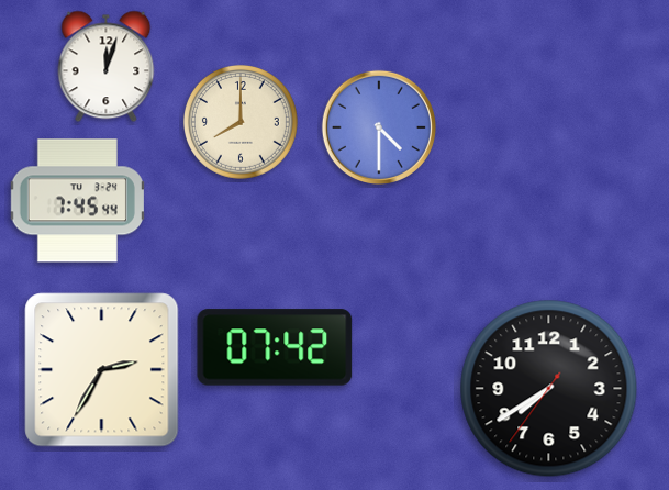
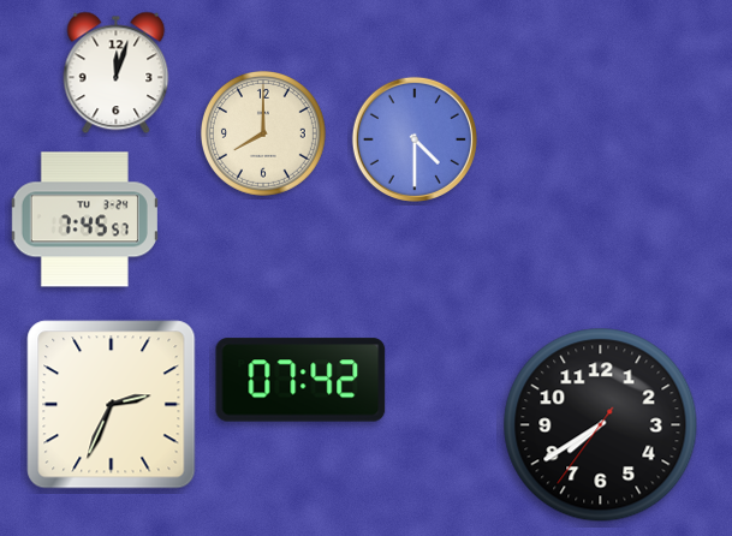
clock at (77, 201): 7:45:44 -> 7:45:57
clock at (102, 370): 2:35 -> 2:34
